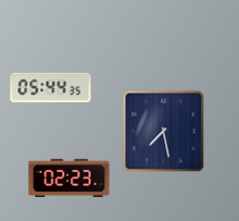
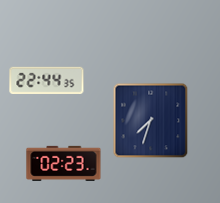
clock at (51, 87): 05:44 -> 22:44
clock at (164, 132): 7:28 -> 7:33
